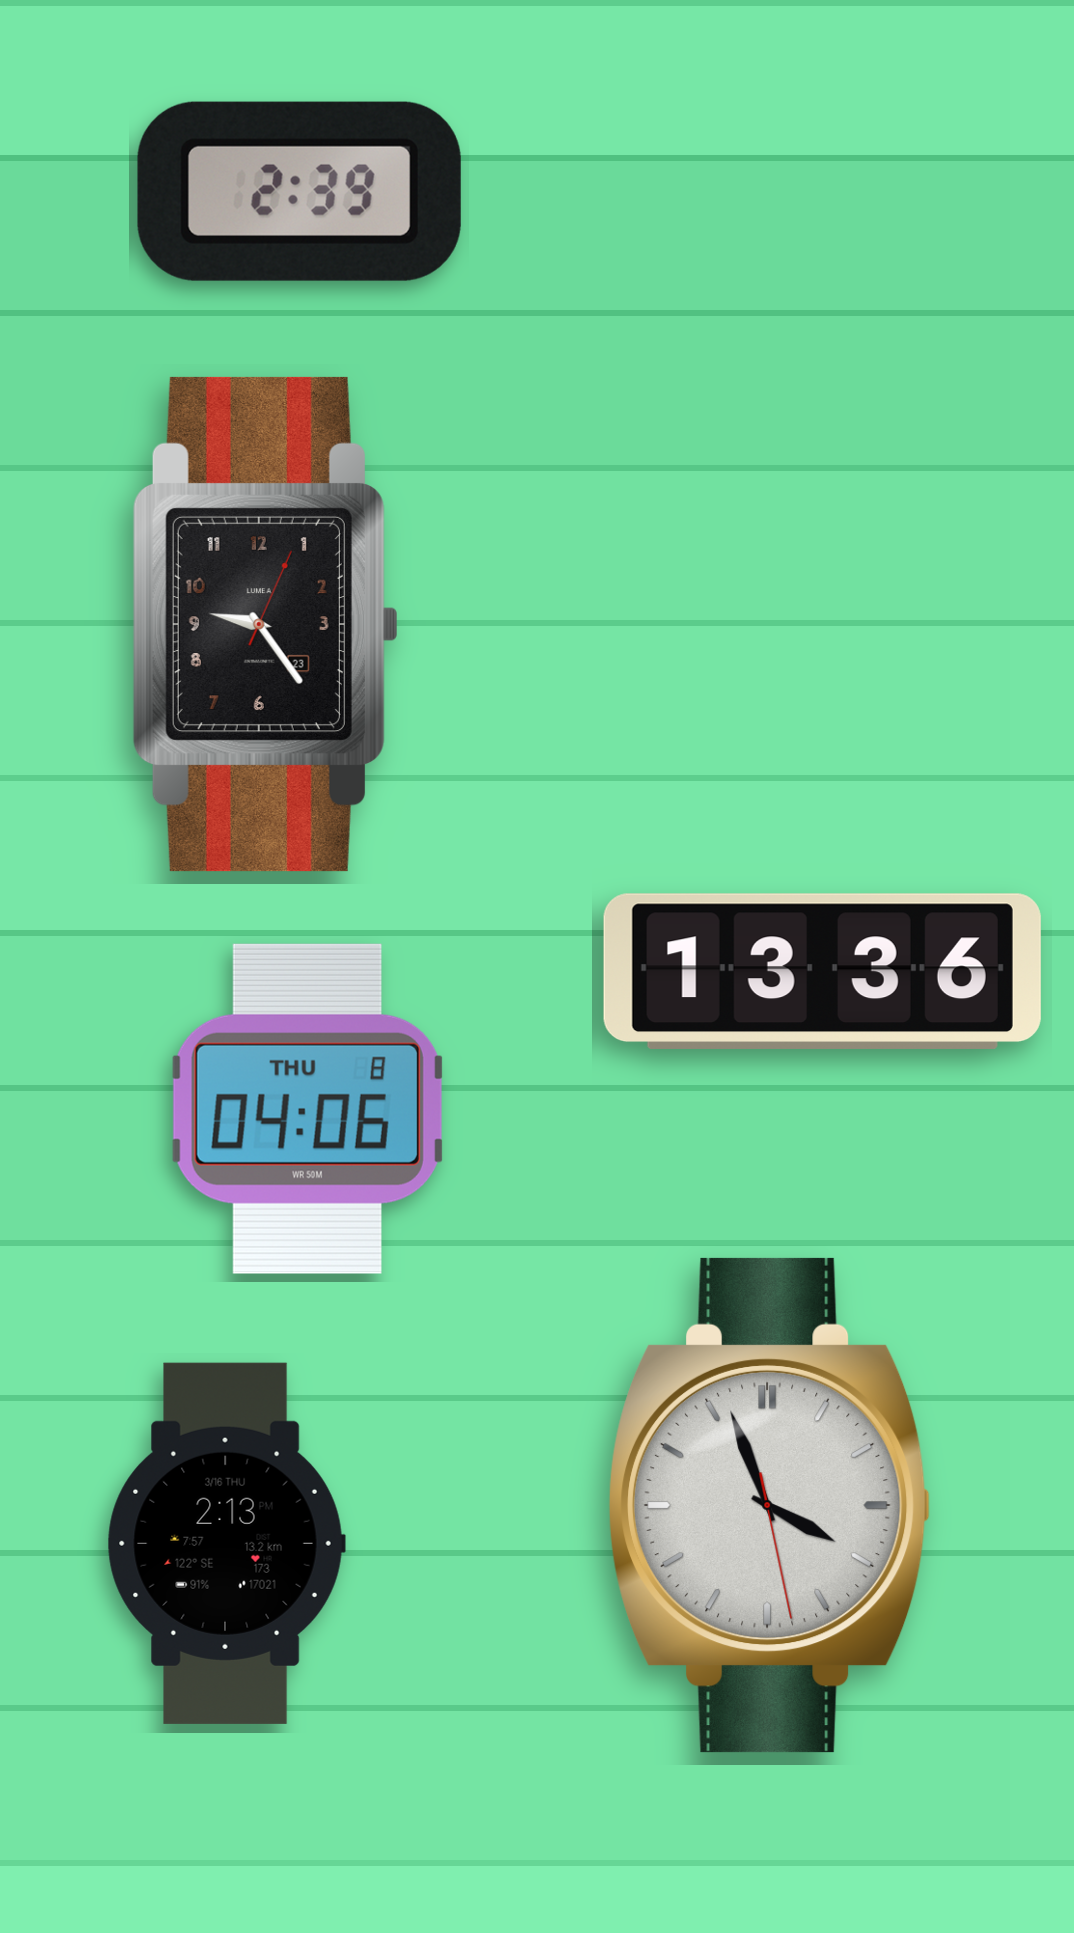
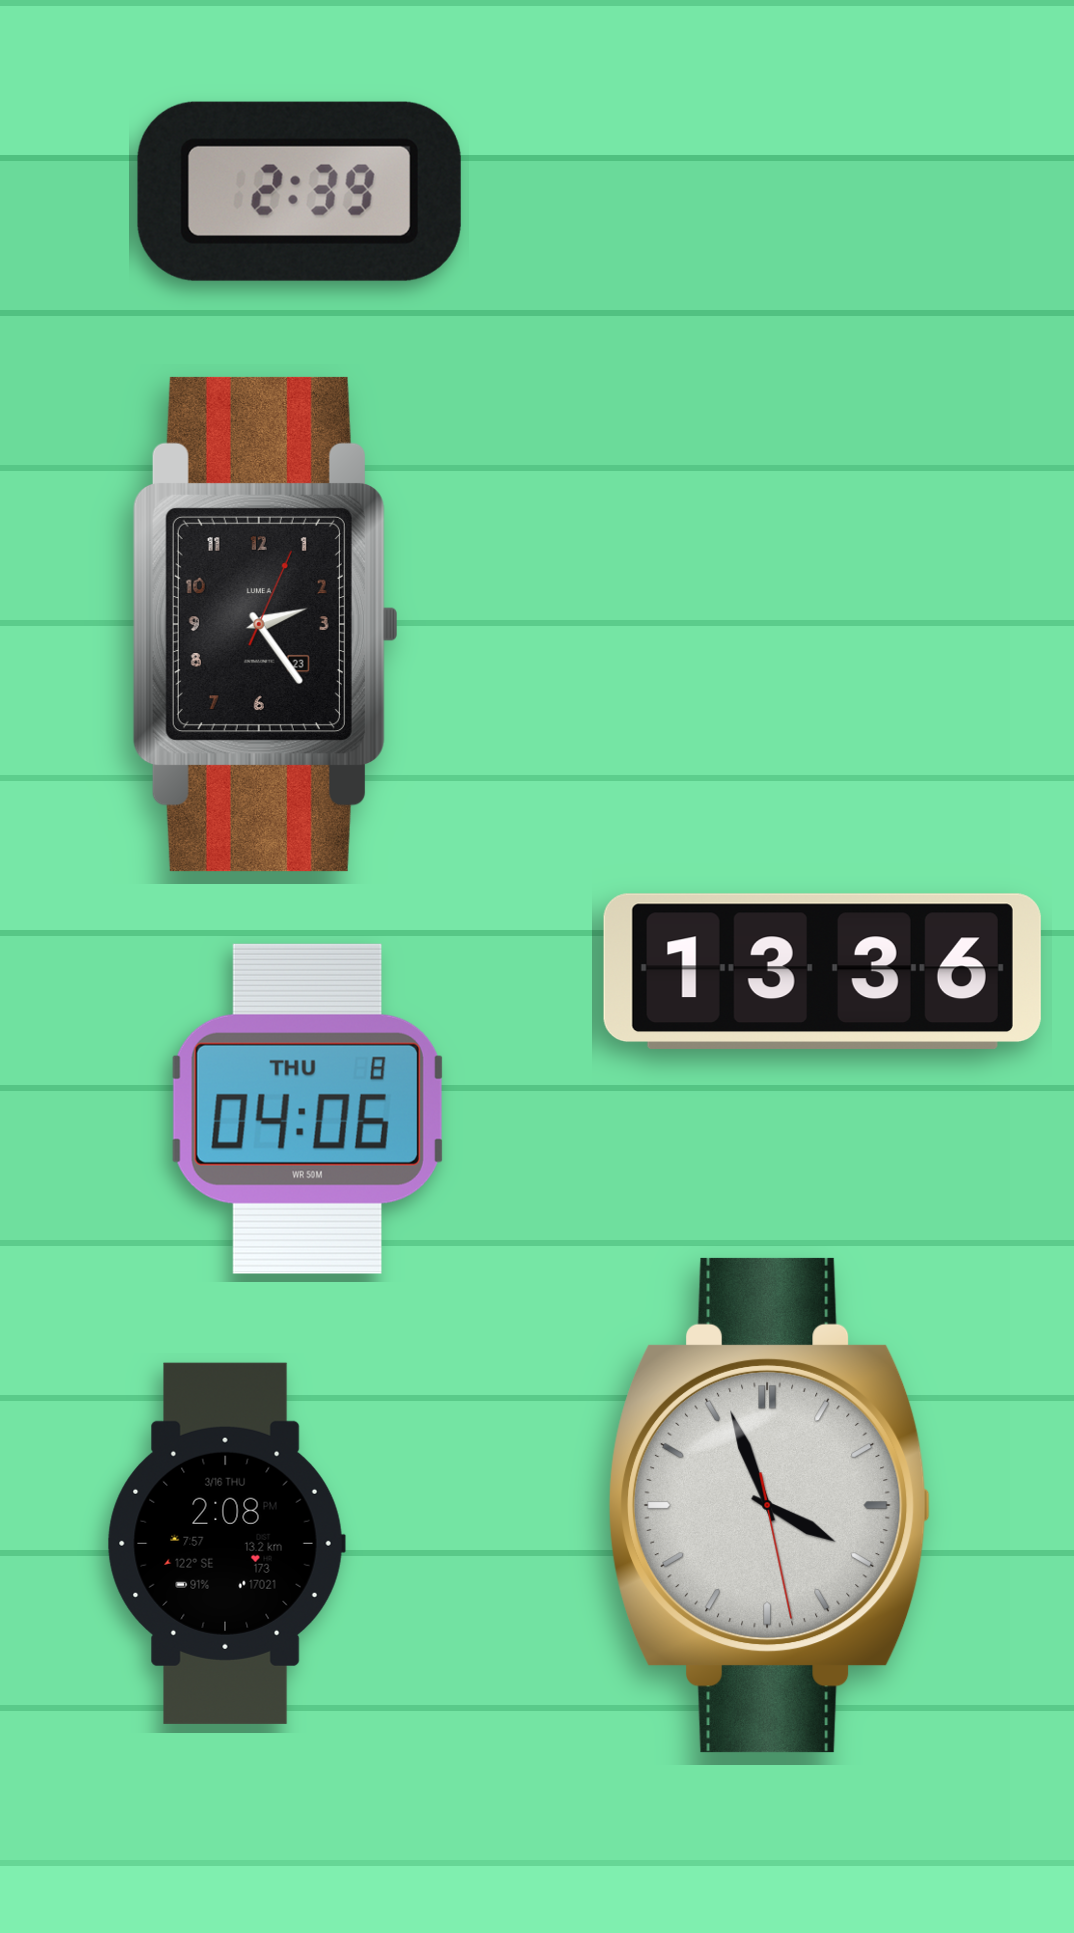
clock at (265, 624): 9:24 -> 2:24
clock at (226, 1543): 2:13 -> 2:08
